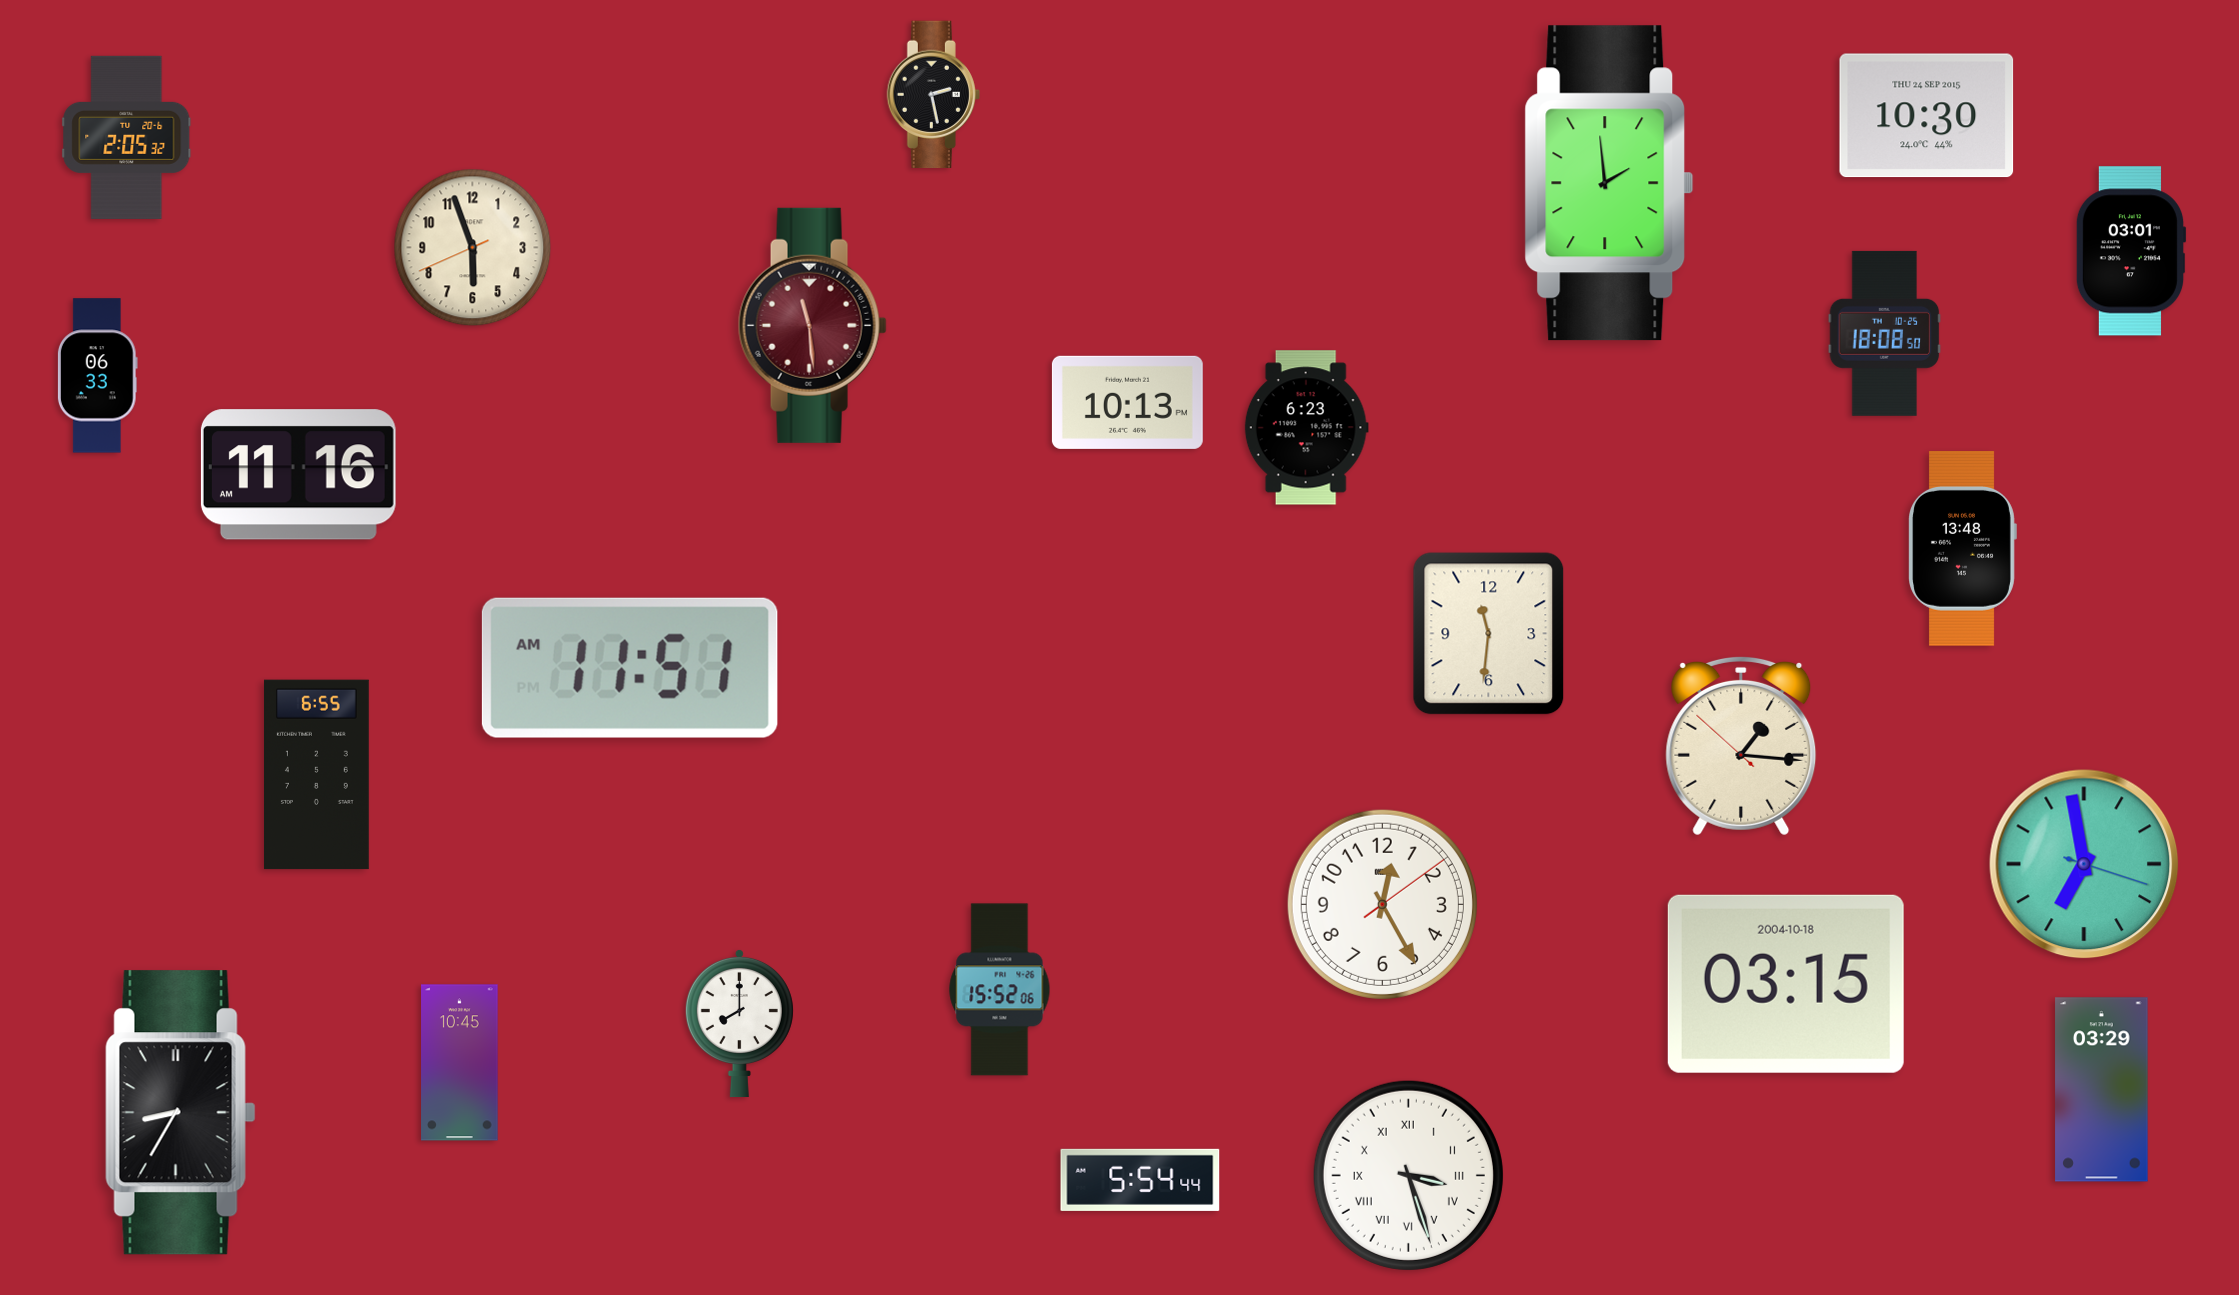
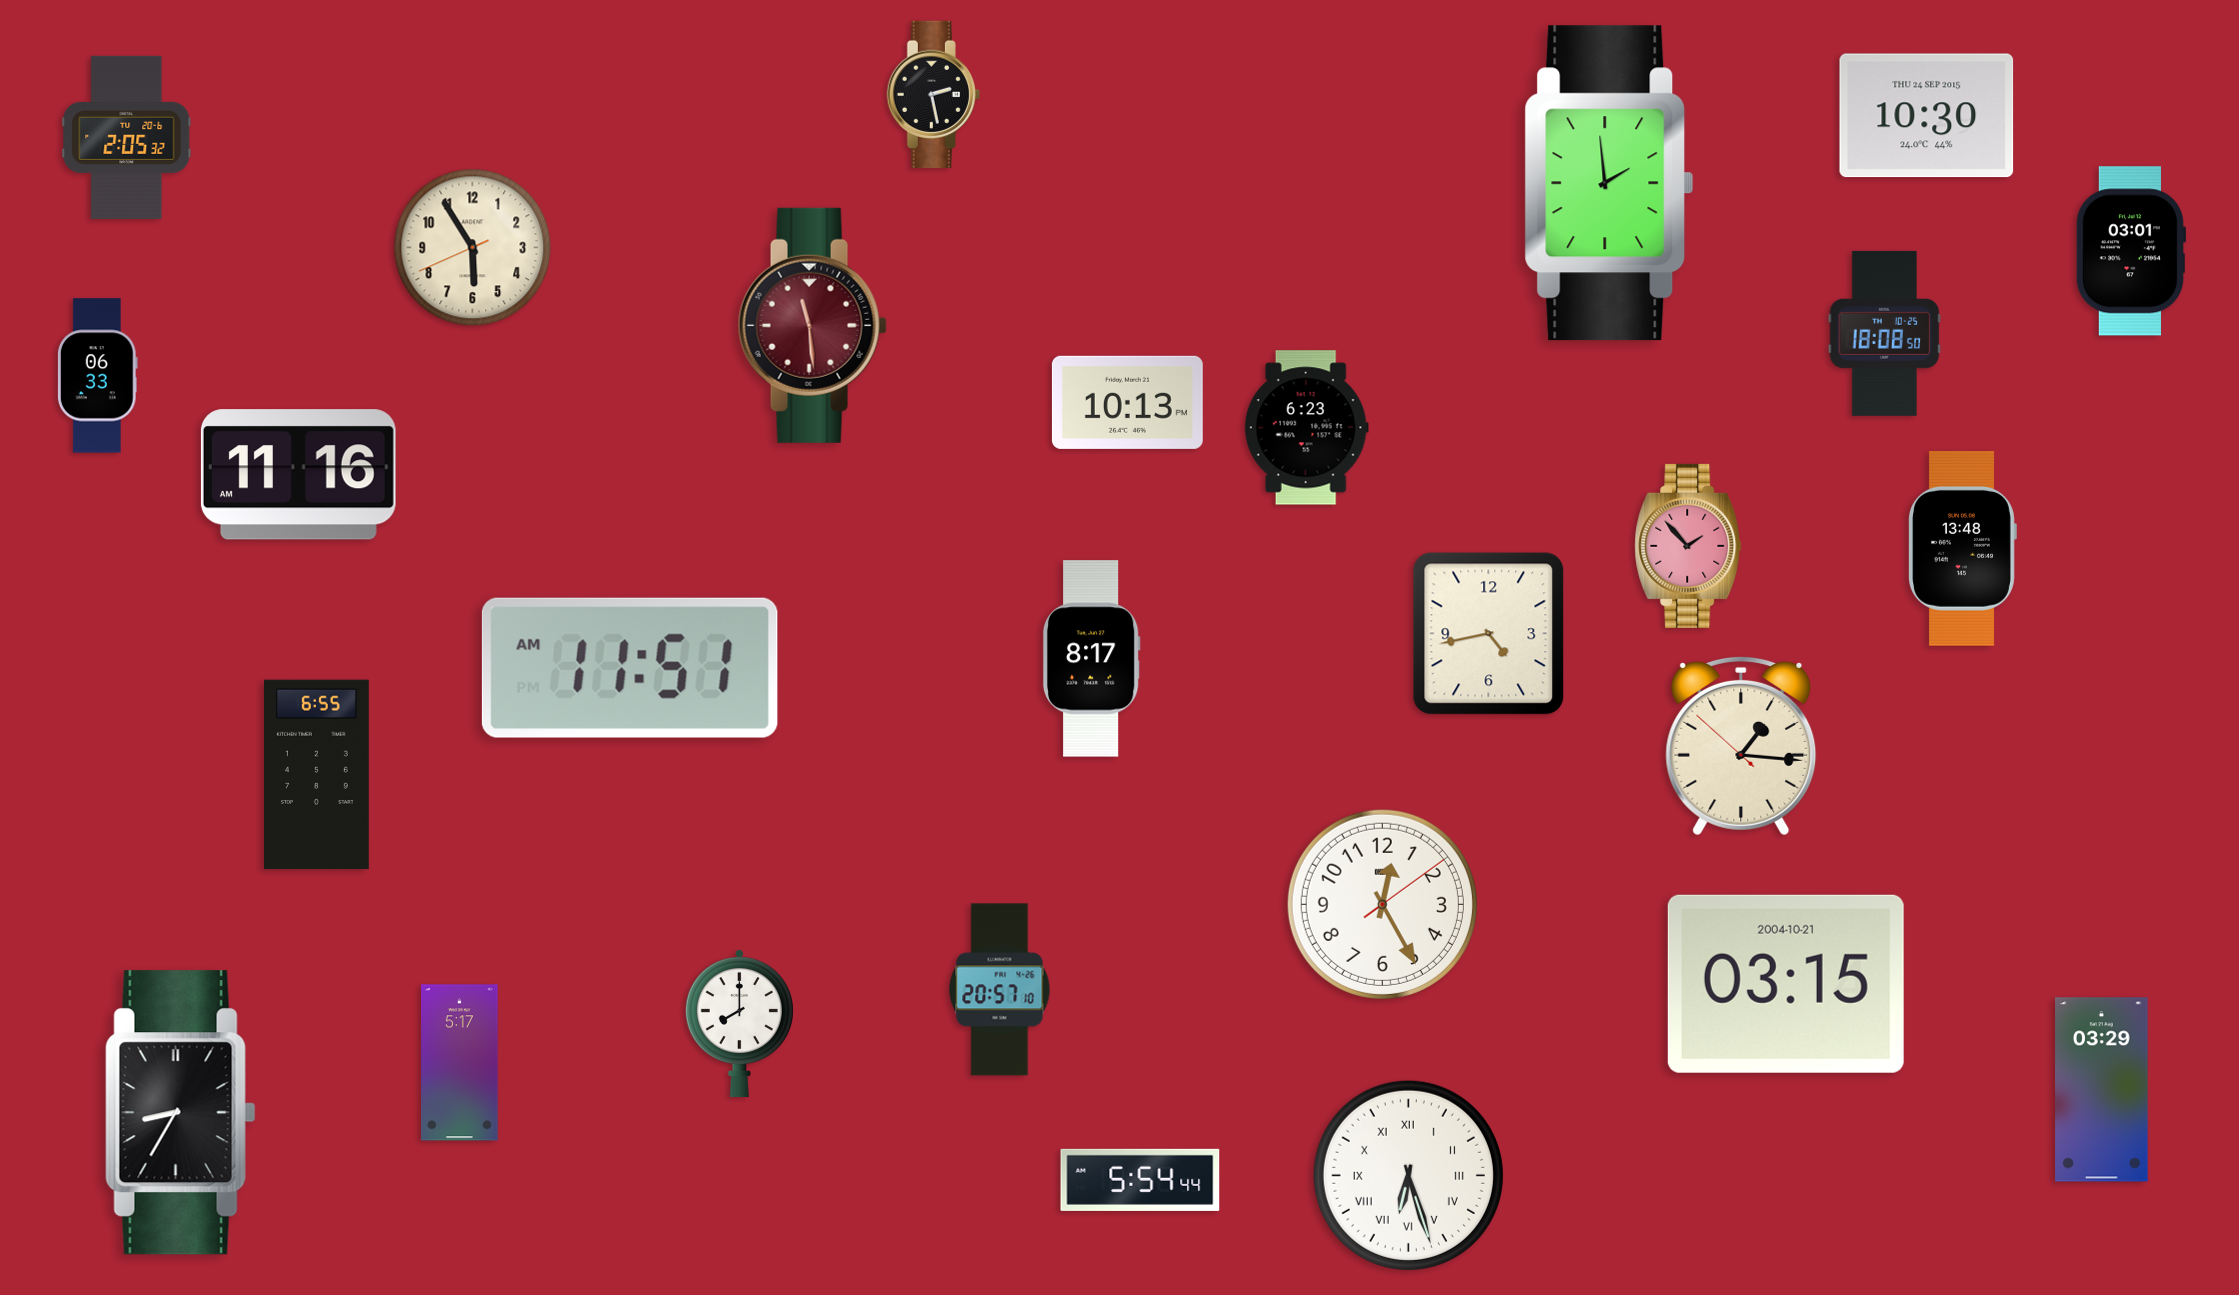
clock at (473, 248): 5:56 -> 5:54
clock at (1688, 546): none -> 1:53
clock at (1489, 634): 11:31 -> 4:43
clock at (1091, 659): none -> 8:17
clock at (2084, 864): 6:58 -> none
clock at (1786, 984) date: 2004-10-18 -> 2004-10-21
clock at (1000, 990): 15:52 -> 20:57
clock at (460, 1063): 10:45 -> 5:17
clock at (1408, 1175): 3:27 -> 6:27
